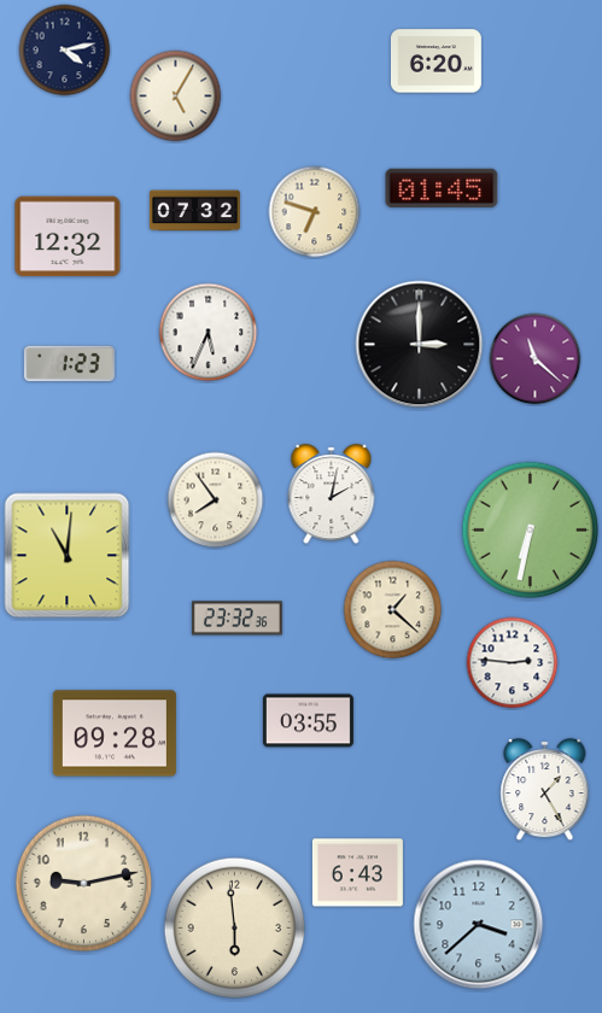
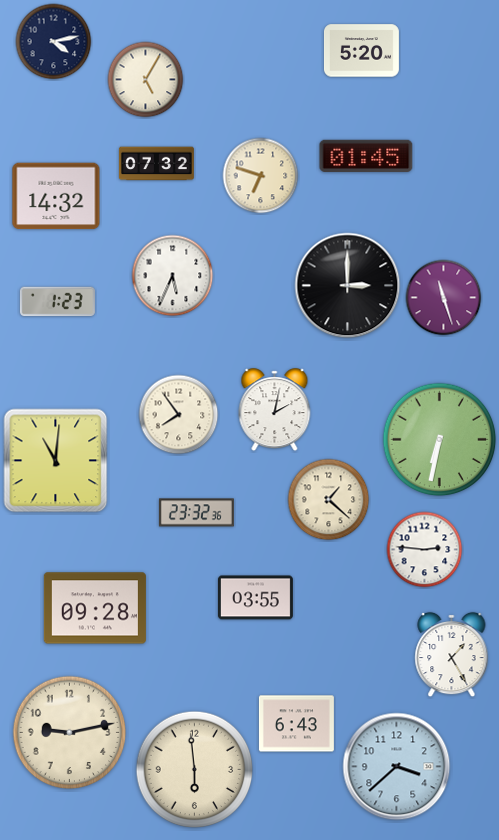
clock at (436, 62): 6:20 -> 5:20
clock at (194, 211) position: (194, 211) -> (156, 164)
clock at (68, 236): 12:32 -> 14:32
clock at (536, 359): 11:22 -> 11:27
clock at (393, 610) position: (393, 610) -> (329, 500)
